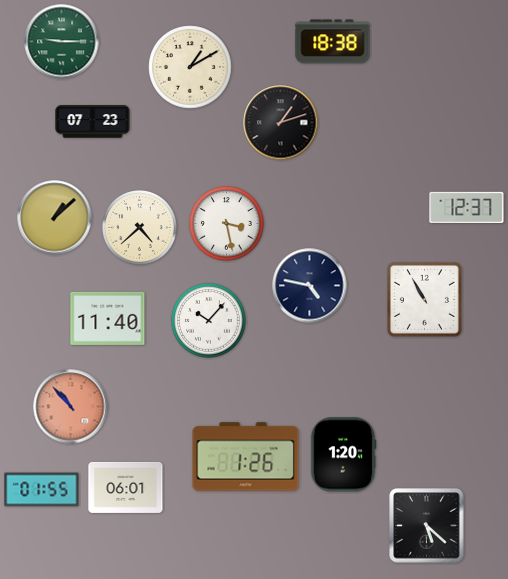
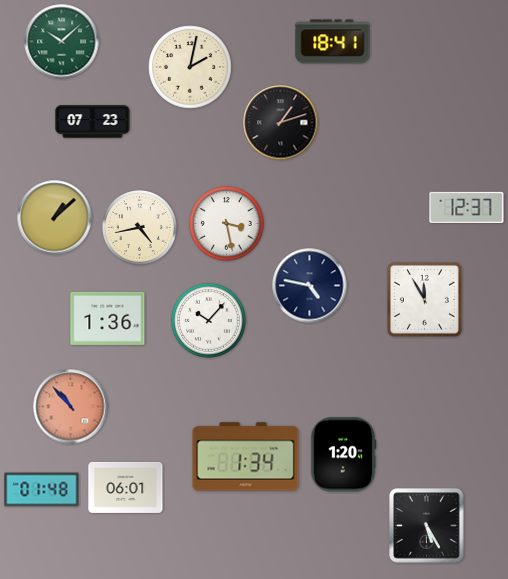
clock at (62, 42): 9:15 -> 10:08
clock at (333, 42): 18:38 -> 18:41
clock at (190, 67): 1:10 -> 2:02
clock at (140, 228): 4:38 -> 4:43
clock at (424, 299): 10:55 -> 11:55
clock at (108, 318): 11:40 -> 1:36
clock at (246, 457): 1:26 -> 1:34
clock at (42, 490): 01:55 -> 01:48
clock at (427, 526): 5:22 -> 5:25
